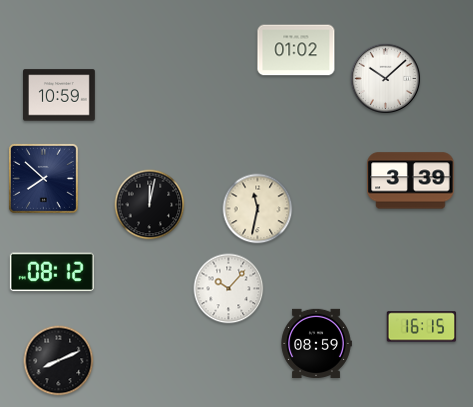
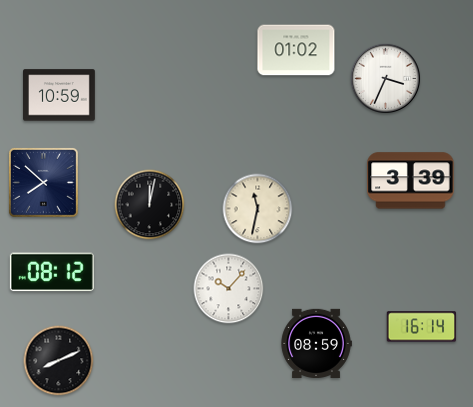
clock at (385, 78): 10:08 -> 3:34
clock at (43, 178) position: (43, 178) -> (43, 182)
clock at (422, 327): 16:15 -> 16:14
